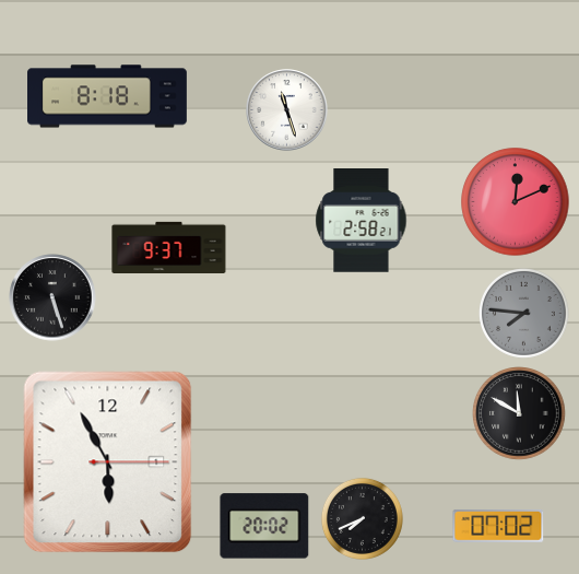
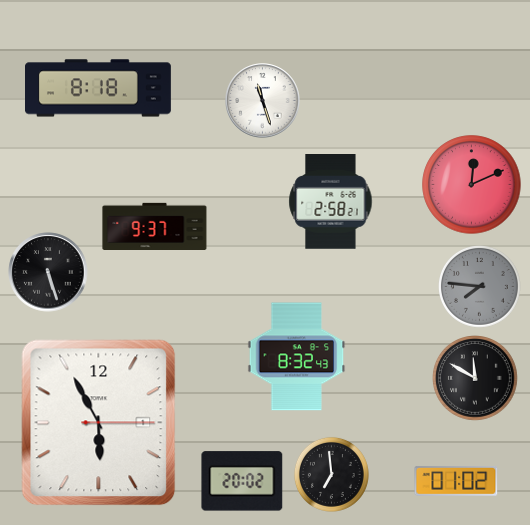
clock at (297, 357): none -> 8:32
clock at (362, 518): 7:41 -> 6:59
clock at (498, 526): 07:02 -> 01:02
